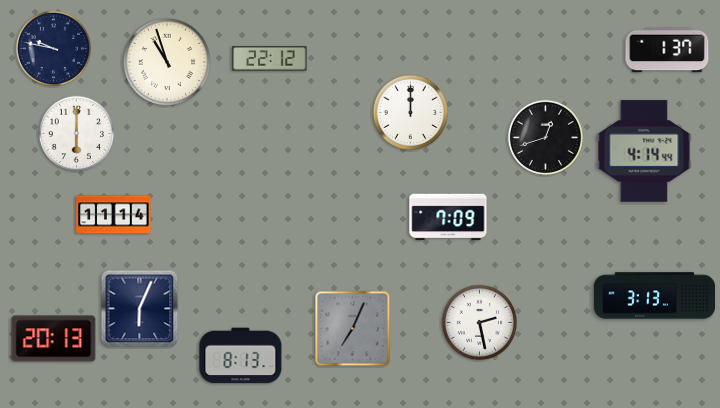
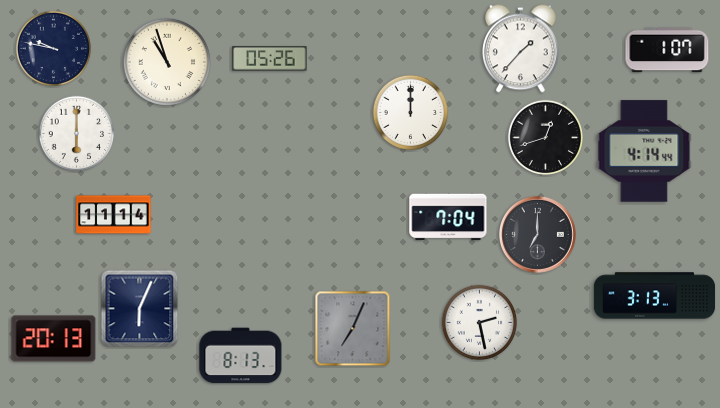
clock at (520, 49): none -> 1:37
clock at (667, 50): 1:37 -> 1:07
clock at (270, 59): 22:12 -> 05:26
clock at (448, 217): 7:09 -> 7:04
clock at (537, 234): none -> 7:00
